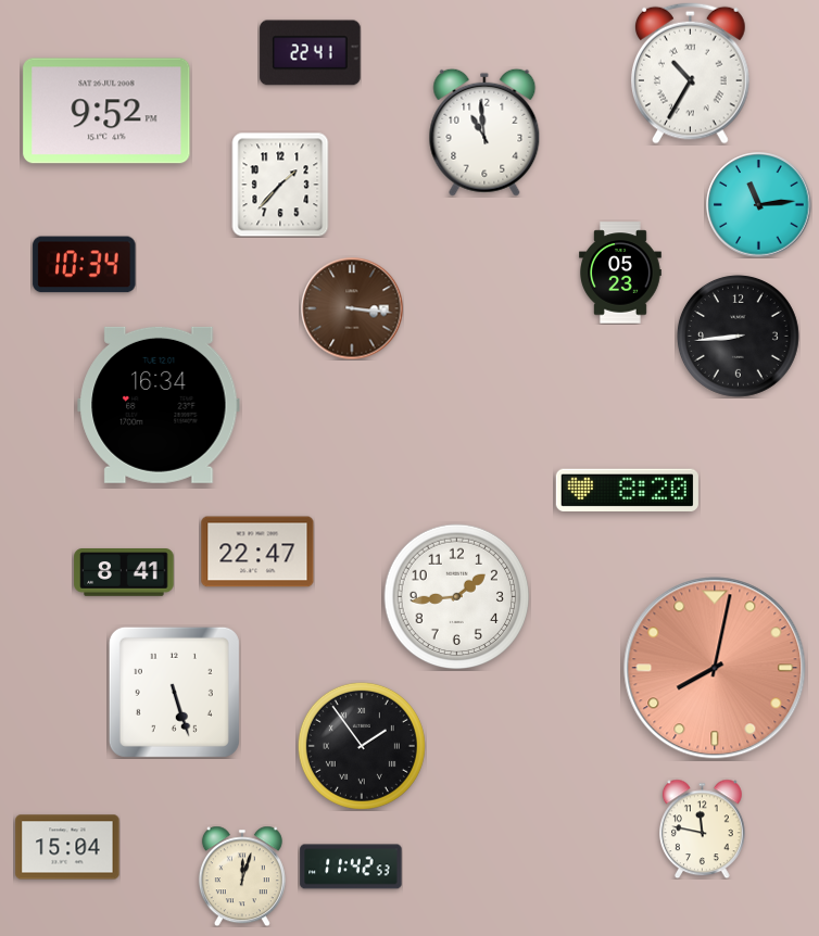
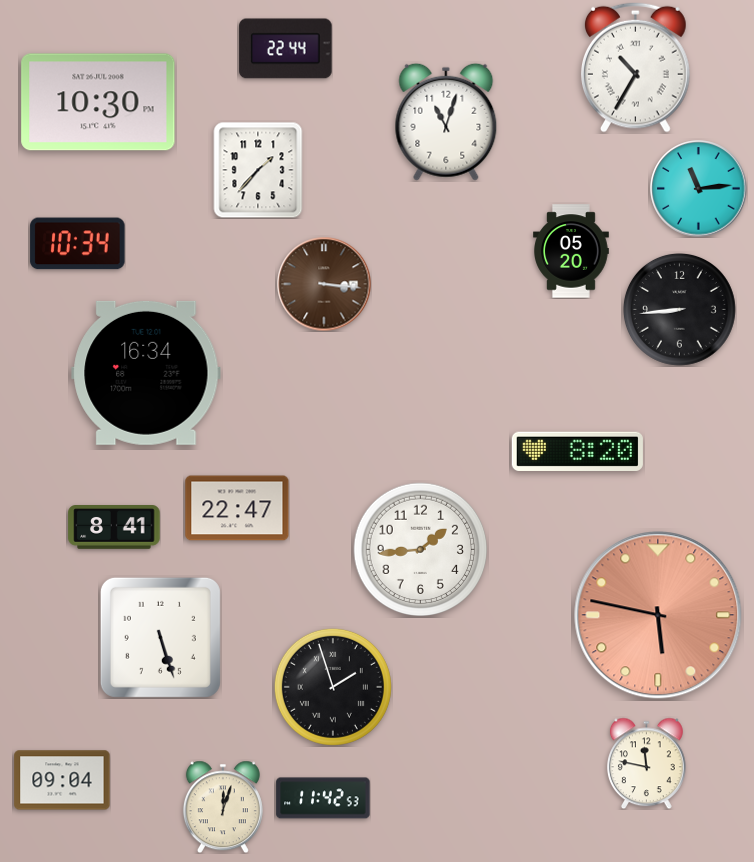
clock at (311, 53): 22:41 -> 22:44
clock at (106, 111): 9:52 -> 10:30
clock at (484, 132): 10:59 -> 11:03
clock at (621, 273): 05:23 -> 05:20
clock at (715, 668): 8:02 -> 5:47
clock at (362, 746): 1:54 -> 1:57
clock at (67, 847): 15:04 -> 09:04
